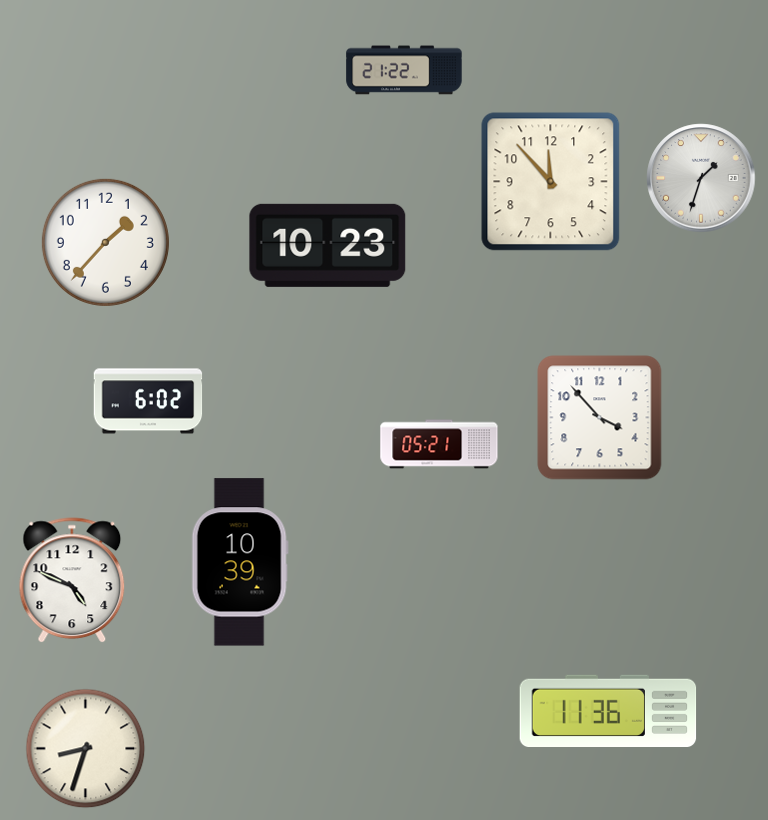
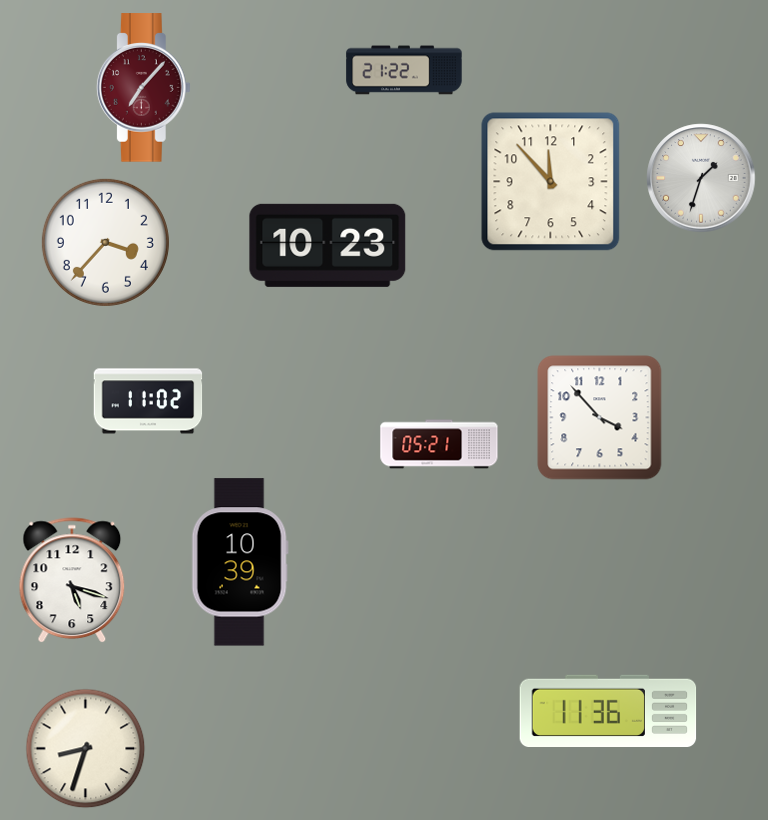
clock at (143, 88): none -> 7:07
clock at (105, 242): 1:37 -> 3:37
clock at (148, 401): 6:02 -> 11:02
clock at (72, 581): 4:49 -> 5:18
